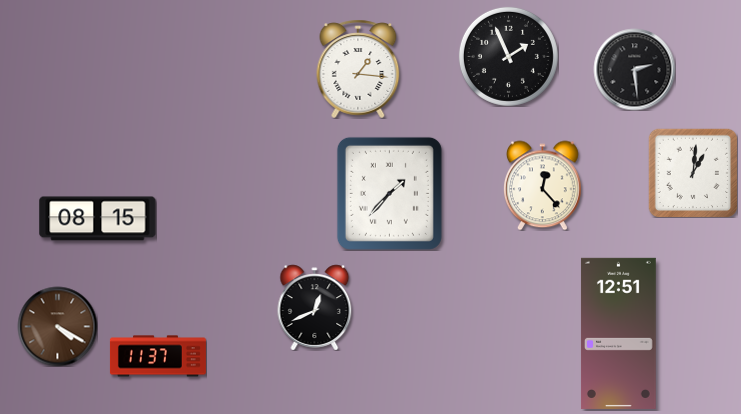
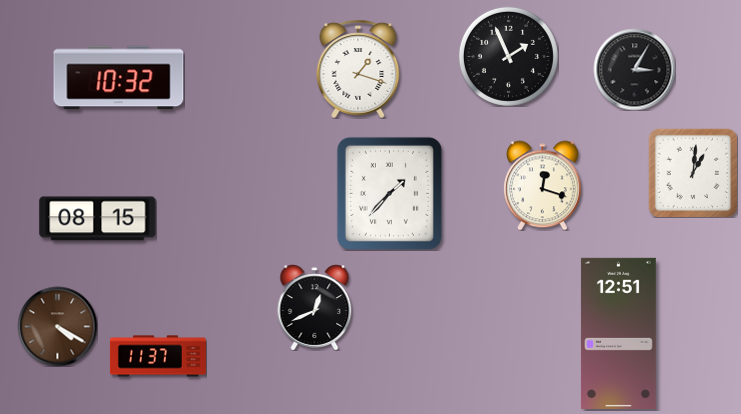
clock at (358, 69): 1:16 -> 1:18
clock at (634, 69): 2:29 -> 3:05
clock at (119, 78): none -> 10:32
clock at (542, 185): 12:23 -> 12:18
